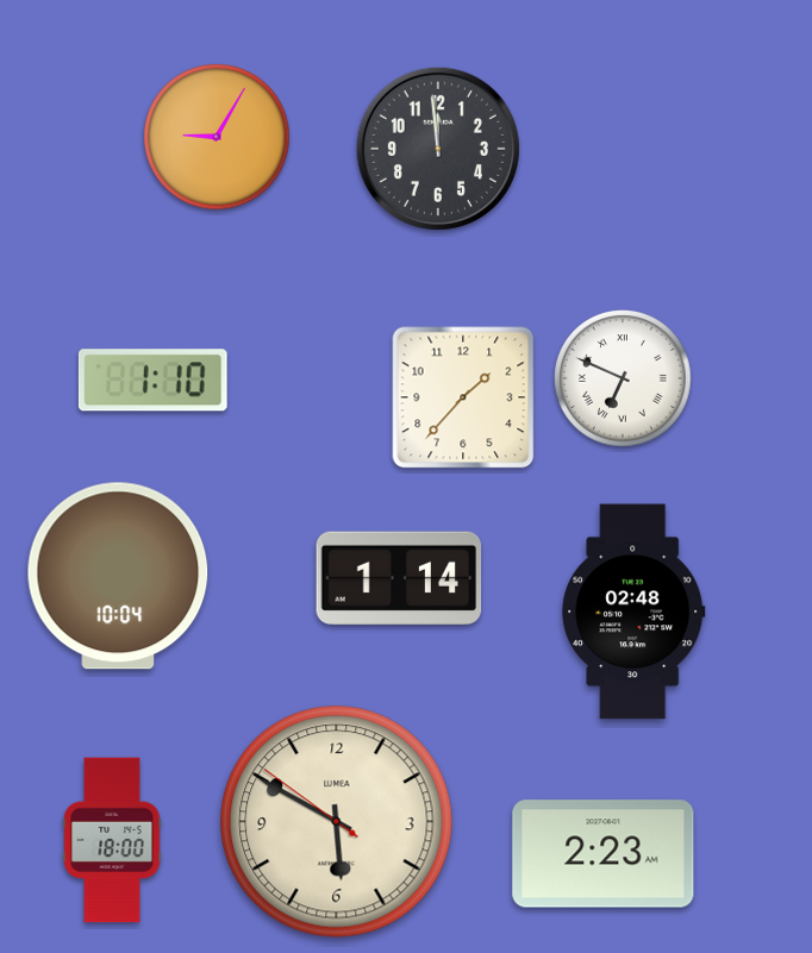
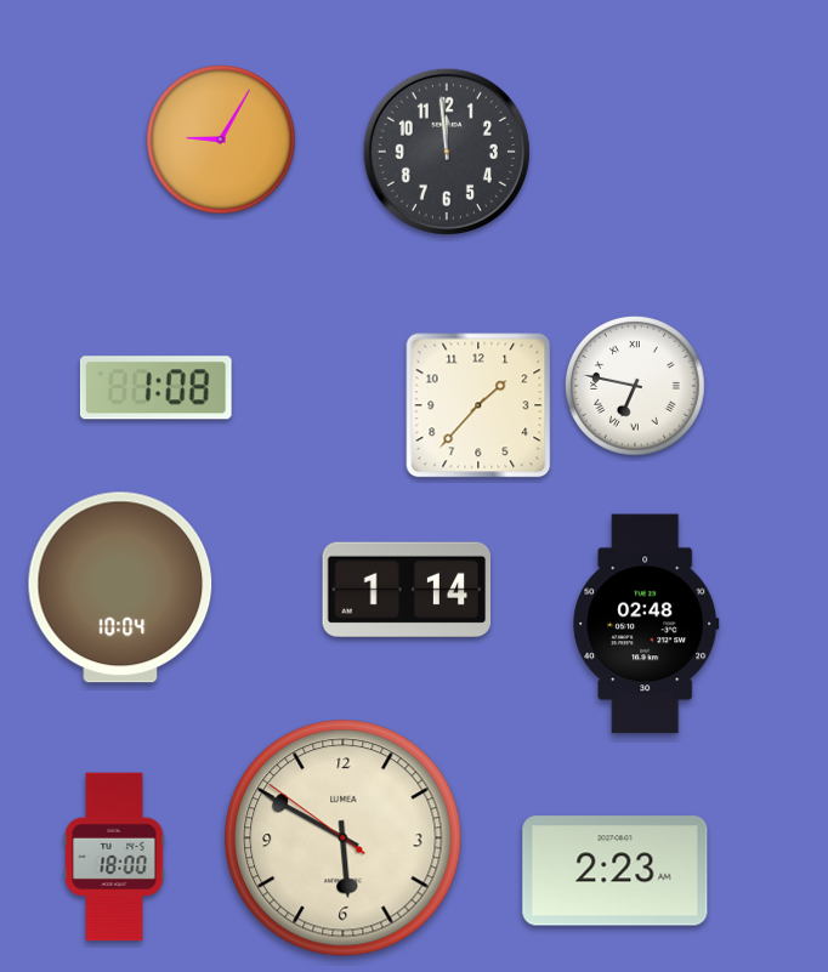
clock at (624, 380): 6:49 -> 6:47
clock at (152, 381): 1:10 -> 1:08
clock at (463, 397) position: (463, 397) -> (478, 405)
